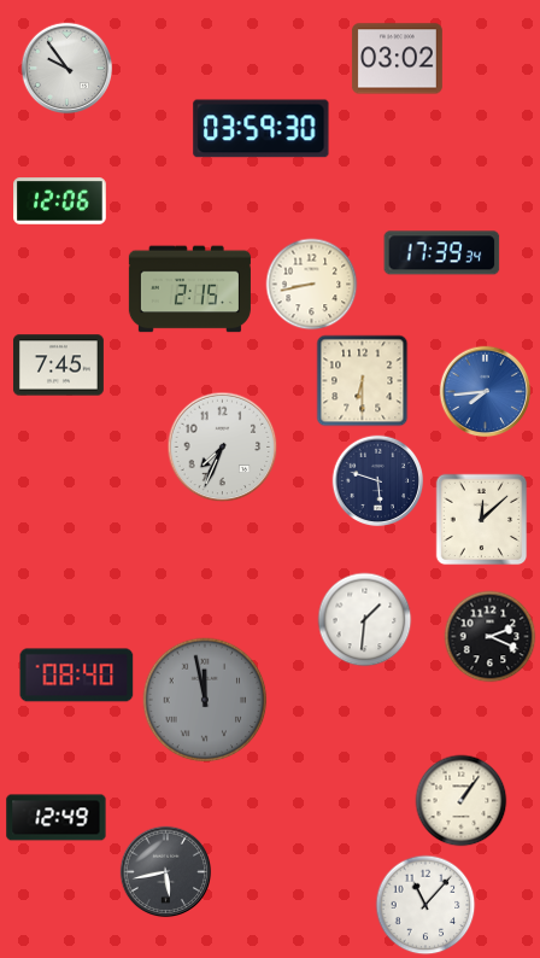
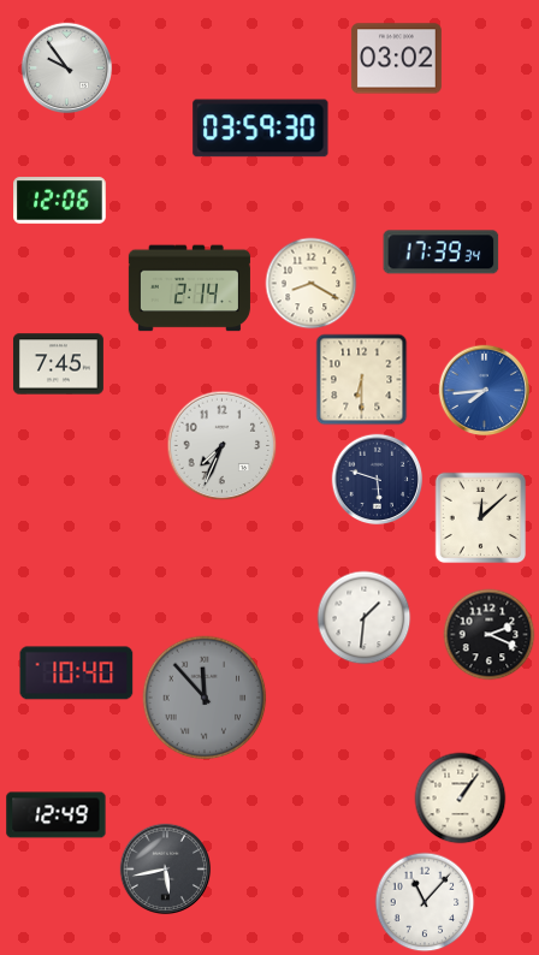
clock at (312, 285): 8:43 -> 8:20
clock at (189, 290): 2:15 -> 2:14
clock at (77, 676): 08:40 -> 10:40
clock at (205, 700): 11:58 -> 11:53
